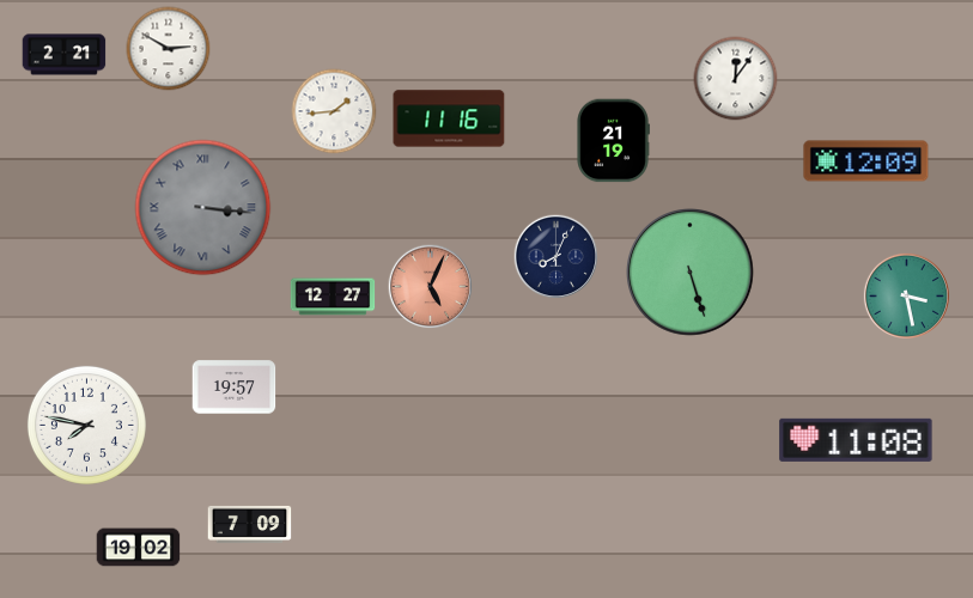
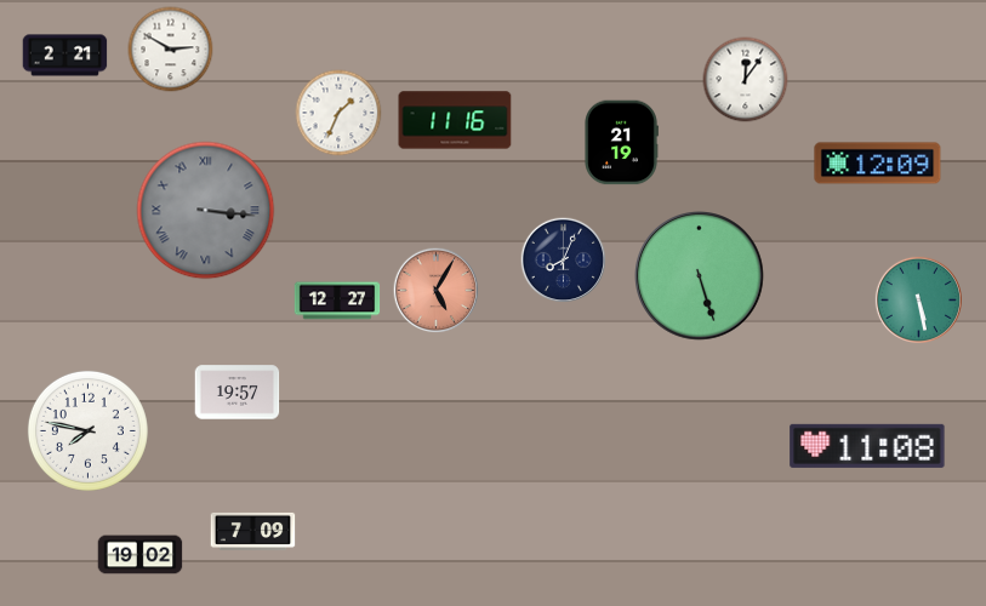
clock at (334, 111): 1:44 -> 1:34
clock at (431, 287): 5:04 -> 5:05
clock at (906, 295): 3:28 -> 5:28
